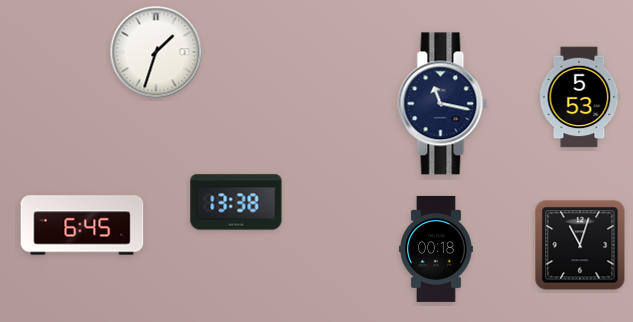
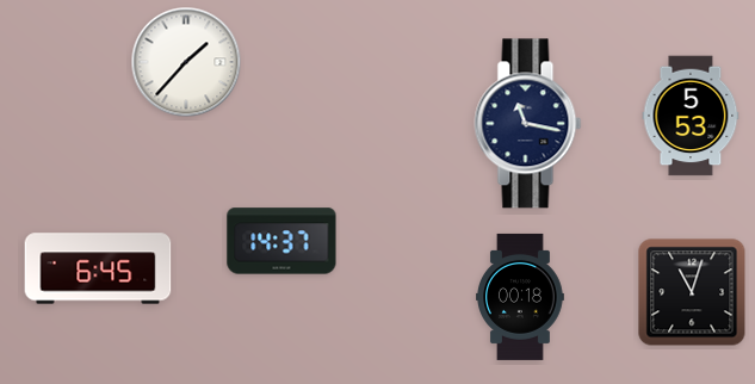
clock at (156, 52): 1:33 -> 1:37
clock at (236, 202): 13:38 -> 14:37
